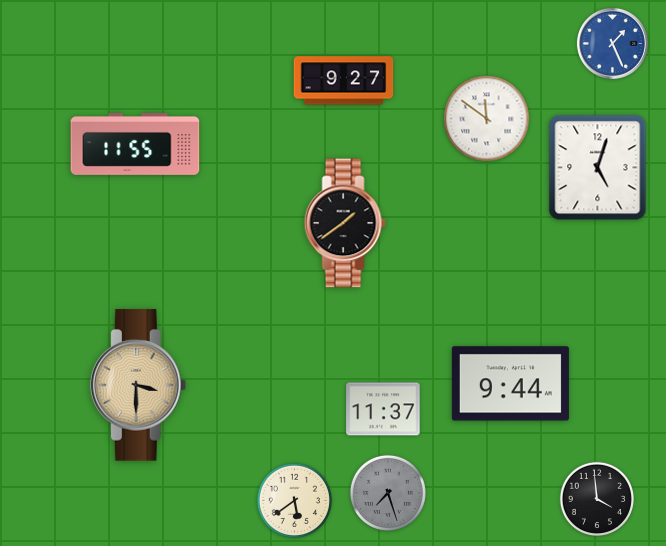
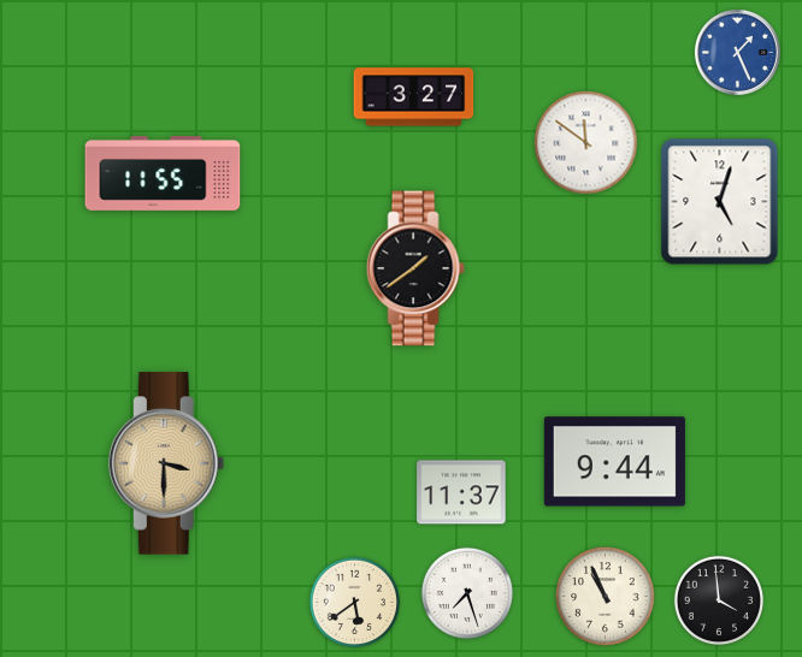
clock at (344, 81): 9:27 -> 3:27
clock at (388, 493) dial: grey -> white
clock at (606, 597): none -> 10:56
